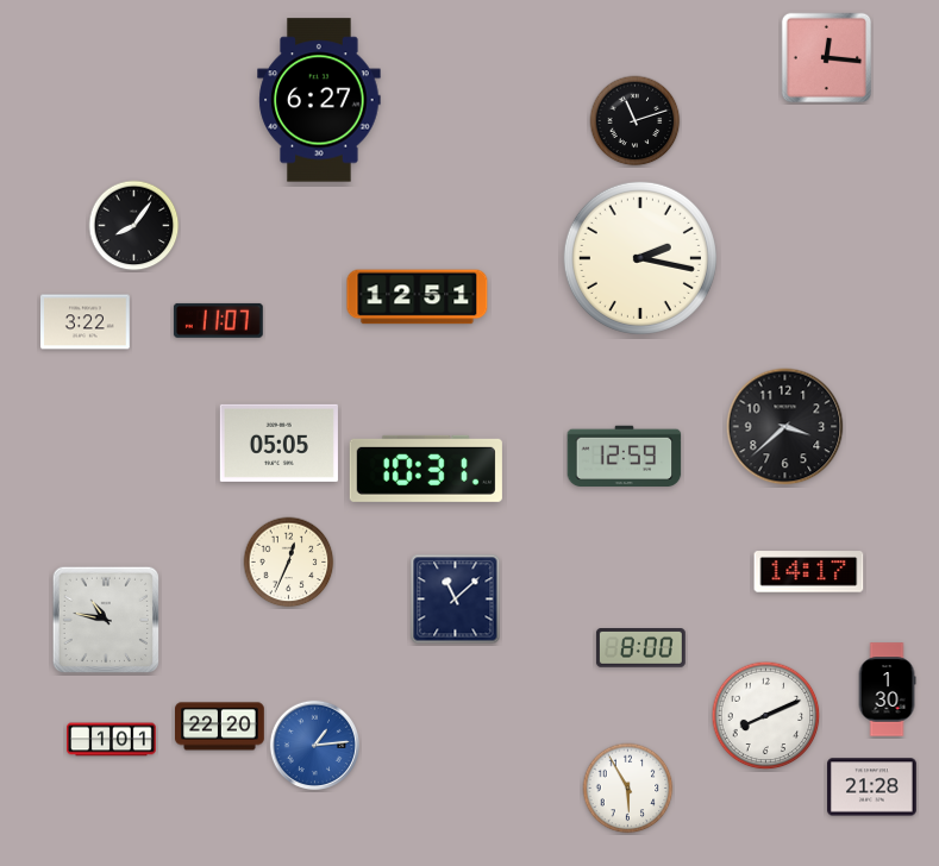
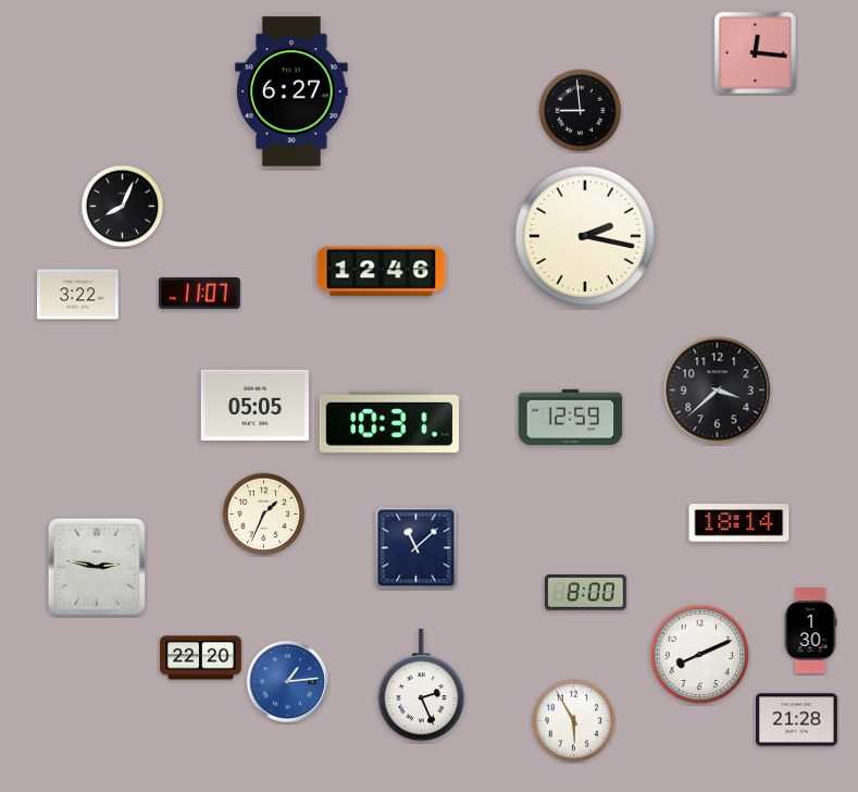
clock at (636, 121): 11:12 -> 8:59
clock at (134, 226): 8:06 -> 8:04
clock at (418, 297): 12:51 -> 12:46
clock at (426, 469) position: (426, 469) -> (389, 422)
clock at (289, 563): 12:34 -> 1:34
clock at (809, 572): 14:17 -> 18:14
clock at (106, 620): 10:47 -> 2:47
clock at (220, 727) position: (220, 727) -> (201, 658)
clock at (112, 740): 1:01 -> none
clock at (421, 685): none -> 2:26
